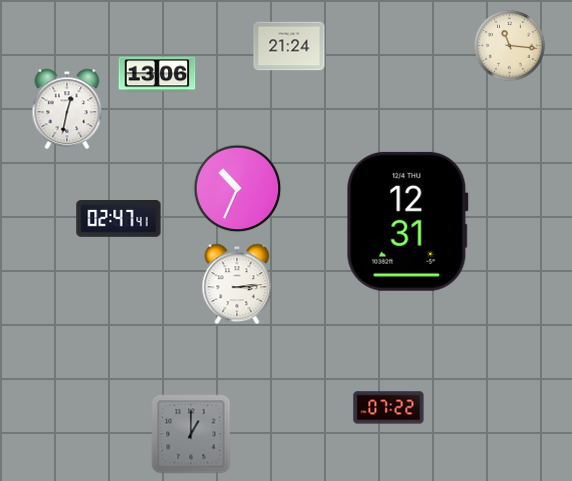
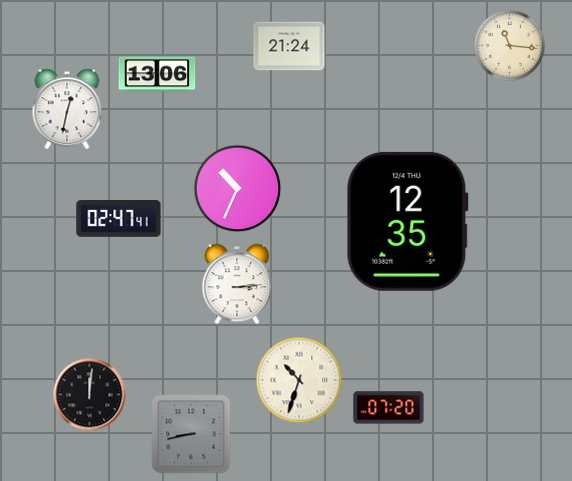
clock at (407, 221): 12:31 -> 12:35
clock at (299, 380): none -> 10:33
clock at (90, 395): none -> 12:01
clock at (389, 408): 07:22 -> 07:20
clock at (191, 434): 1:00 -> 8:43
